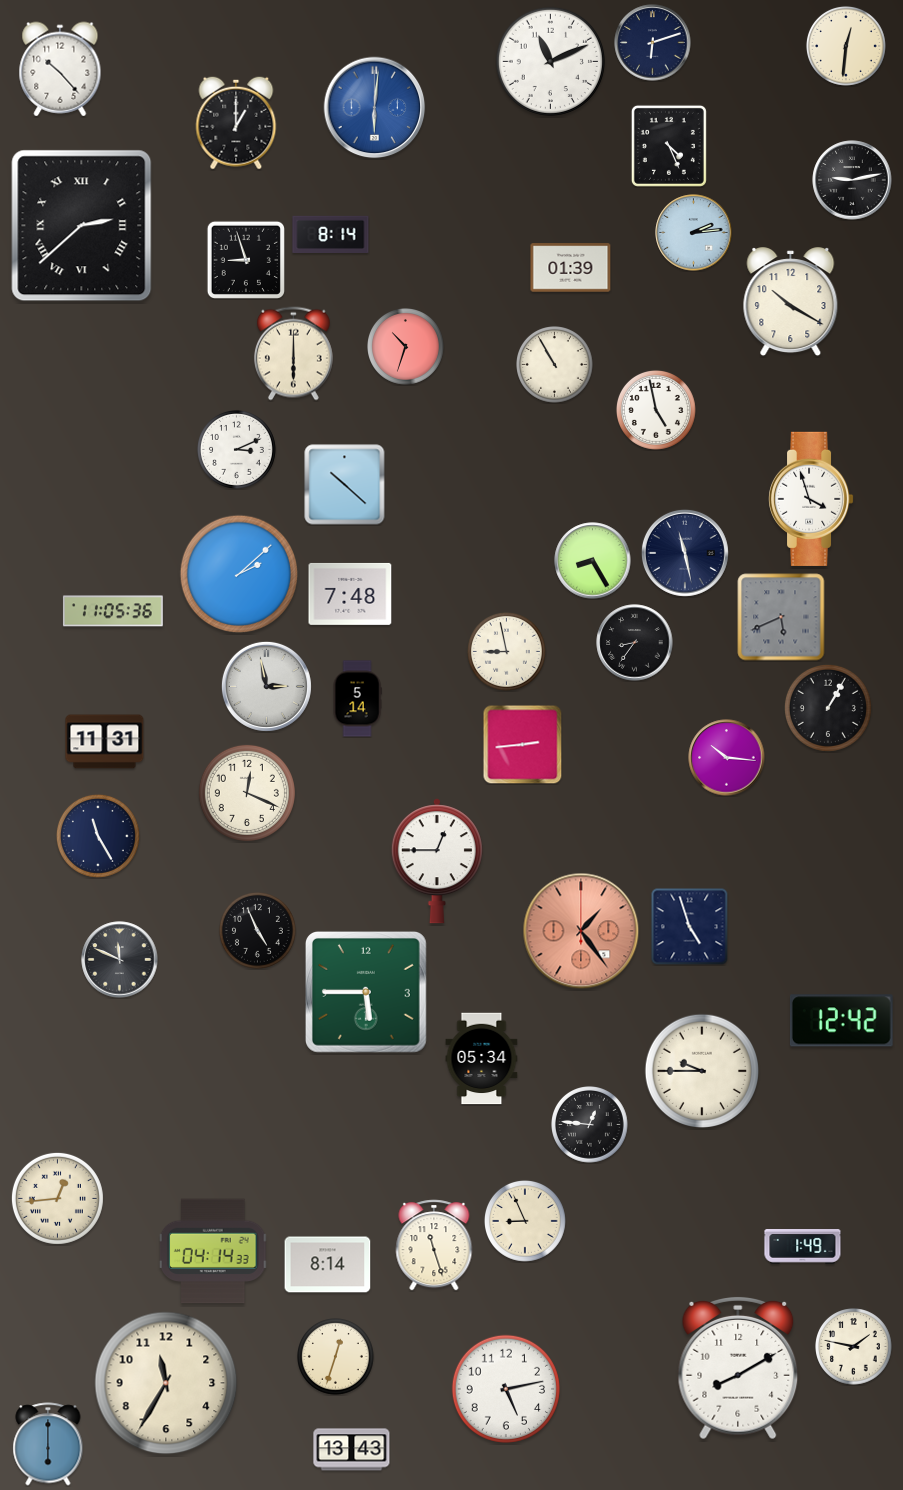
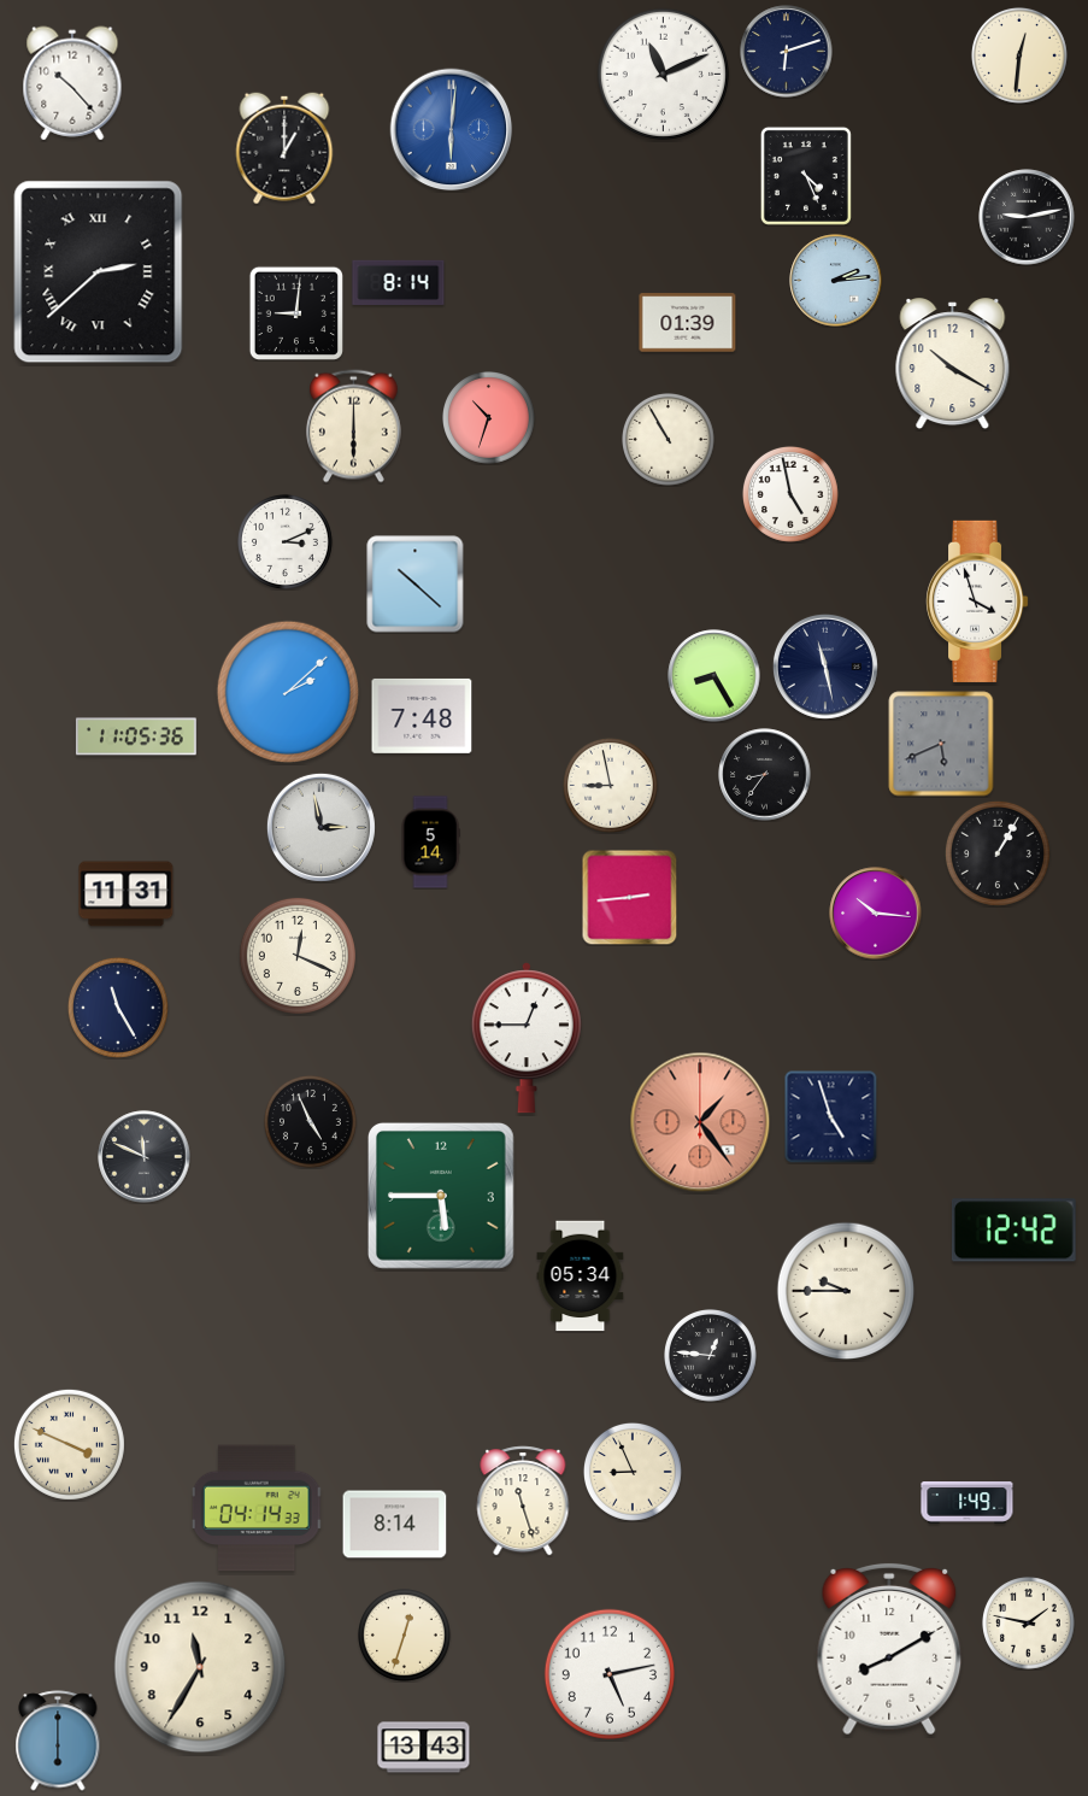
clock at (246, 260): 8:57 -> 9:01
clock at (57, 1198): 12:44 -> 3:49
